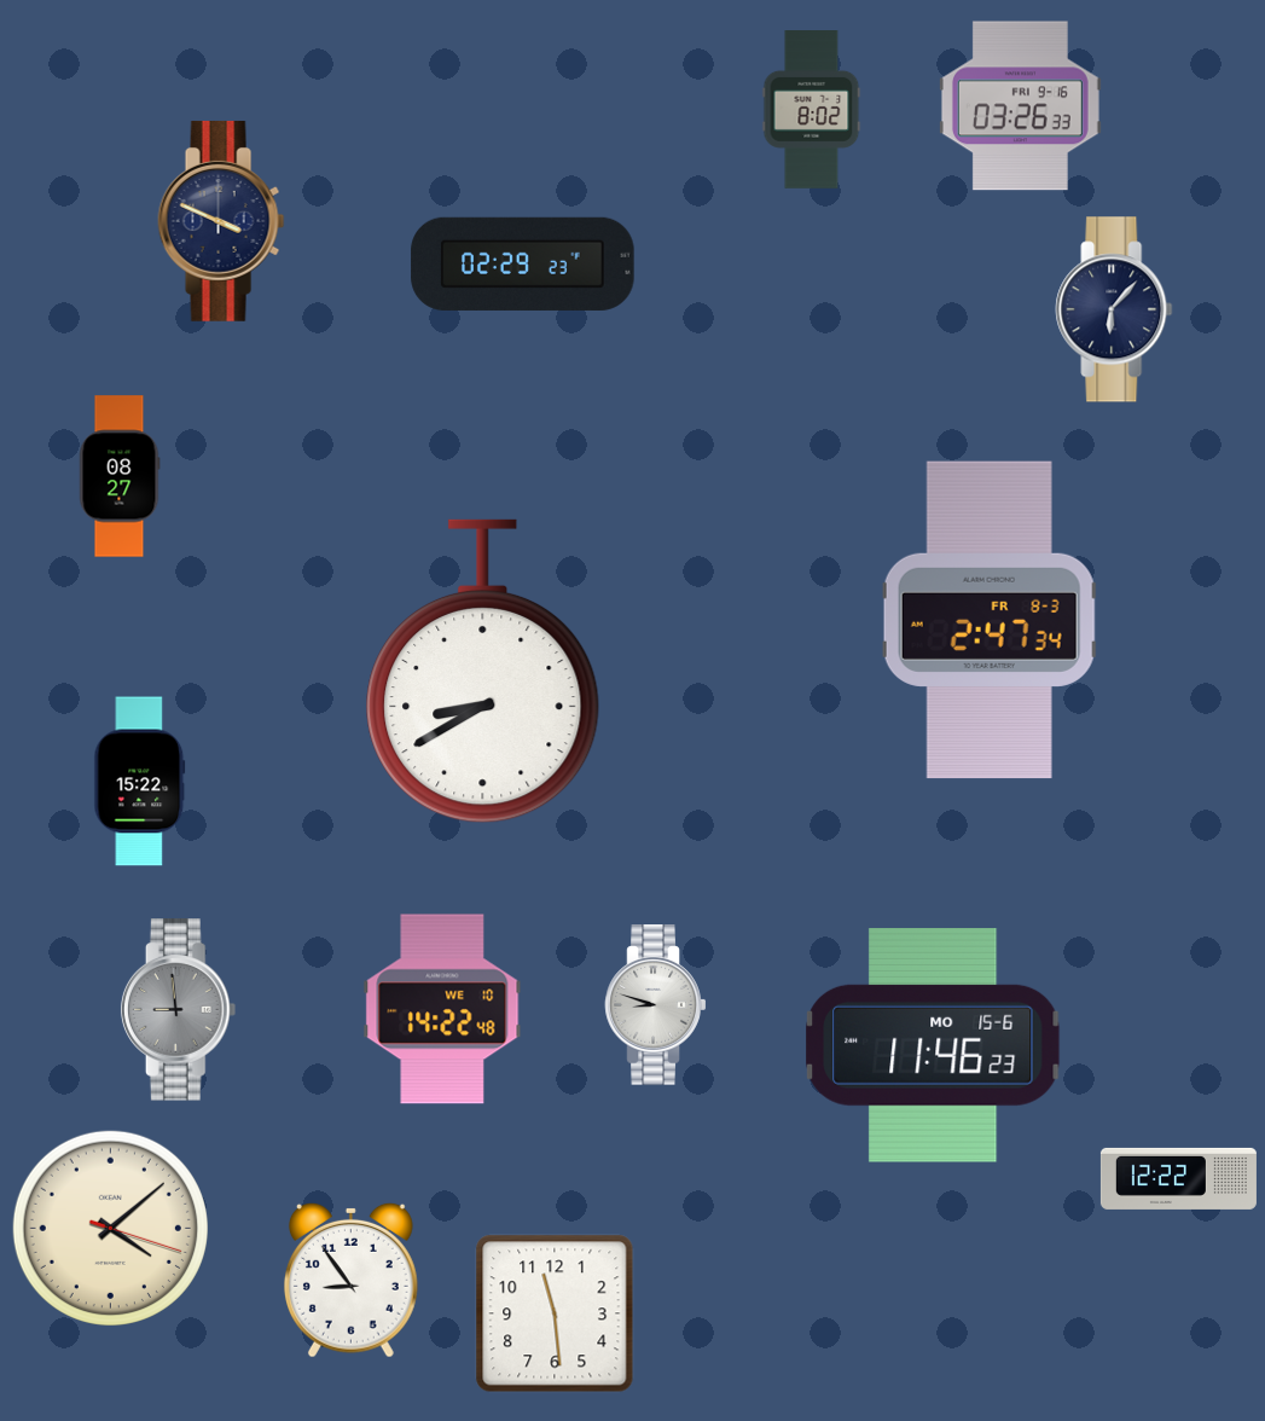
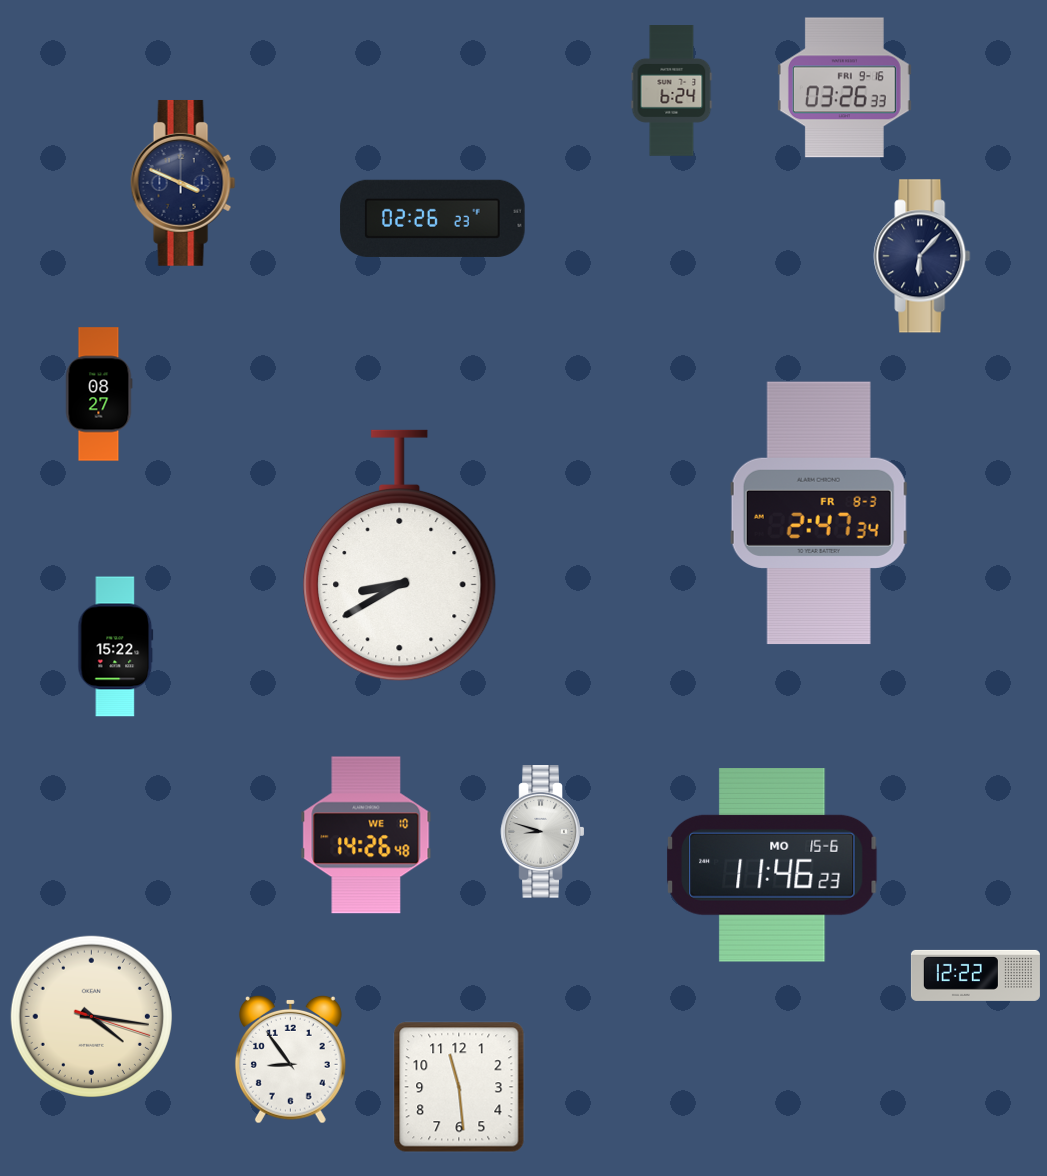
clock at (812, 110): 8:02 -> 6:24
clock at (523, 263): 02:29 -> 02:26
clock at (442, 1009): 14:22 -> 14:26
clock at (179, 1010): 8:59 -> none
clock at (110, 1228): 4:08 -> 4:16
